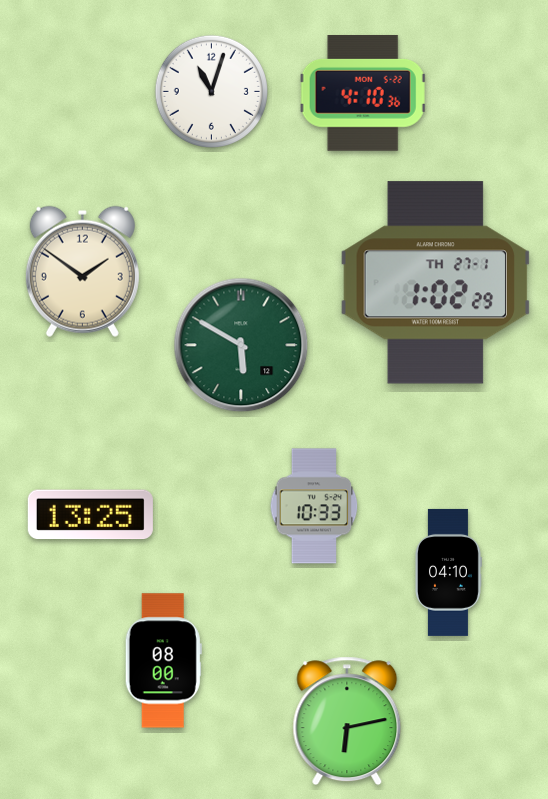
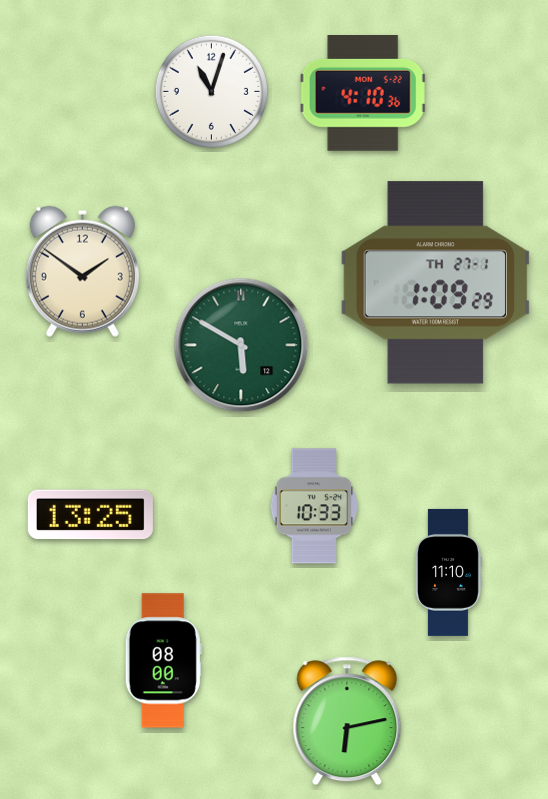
clock at (436, 283): 1:02 -> 1:09
clock at (448, 572): 04:10 -> 11:10
